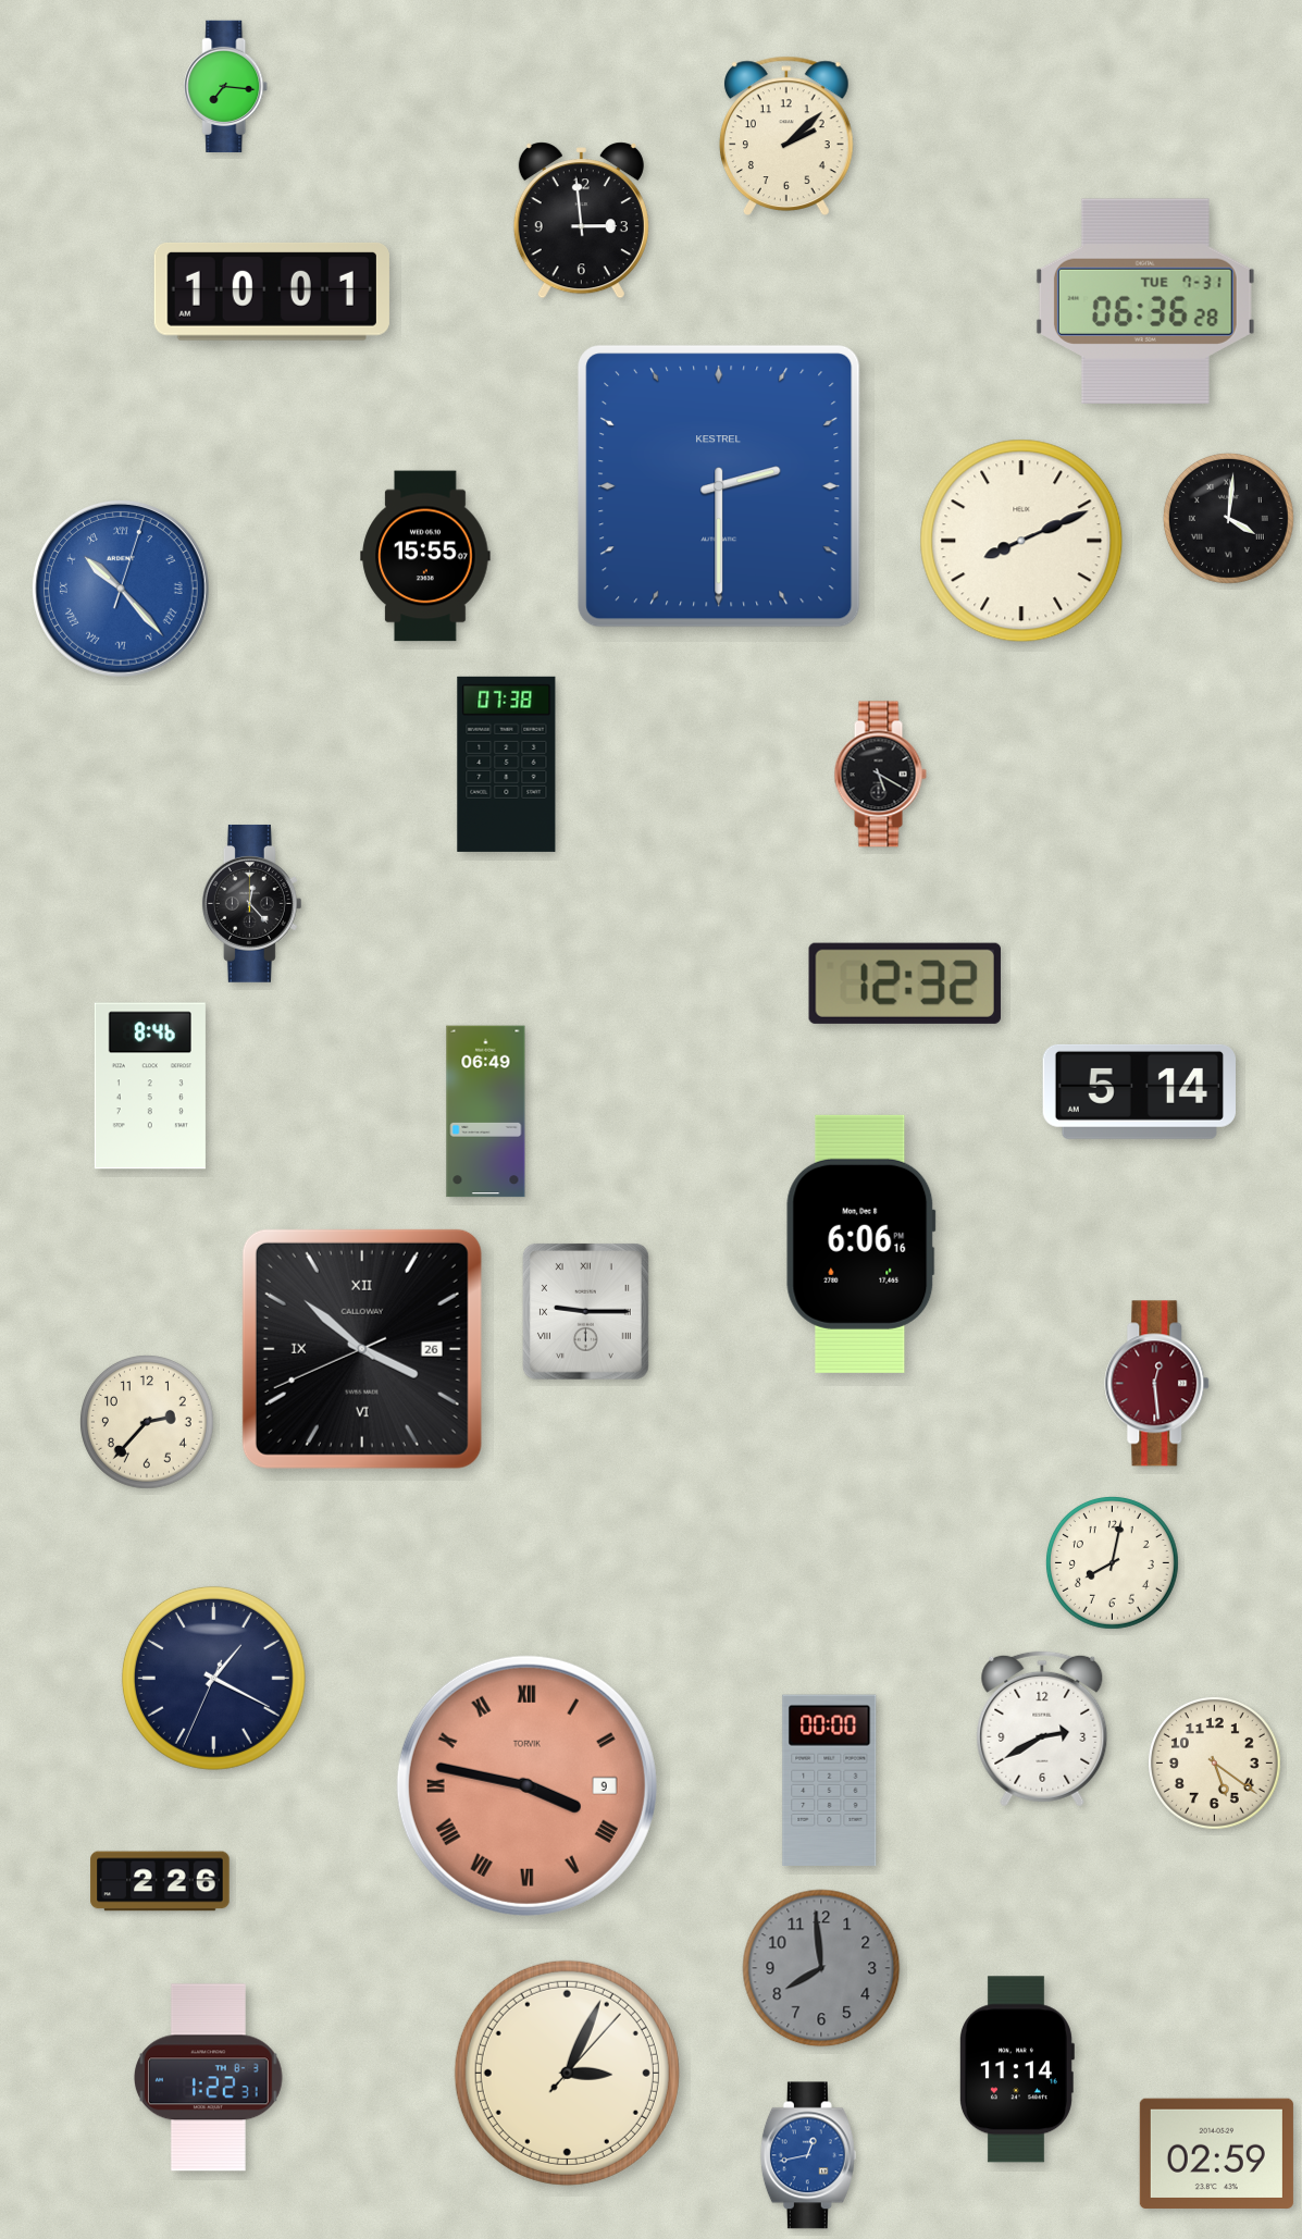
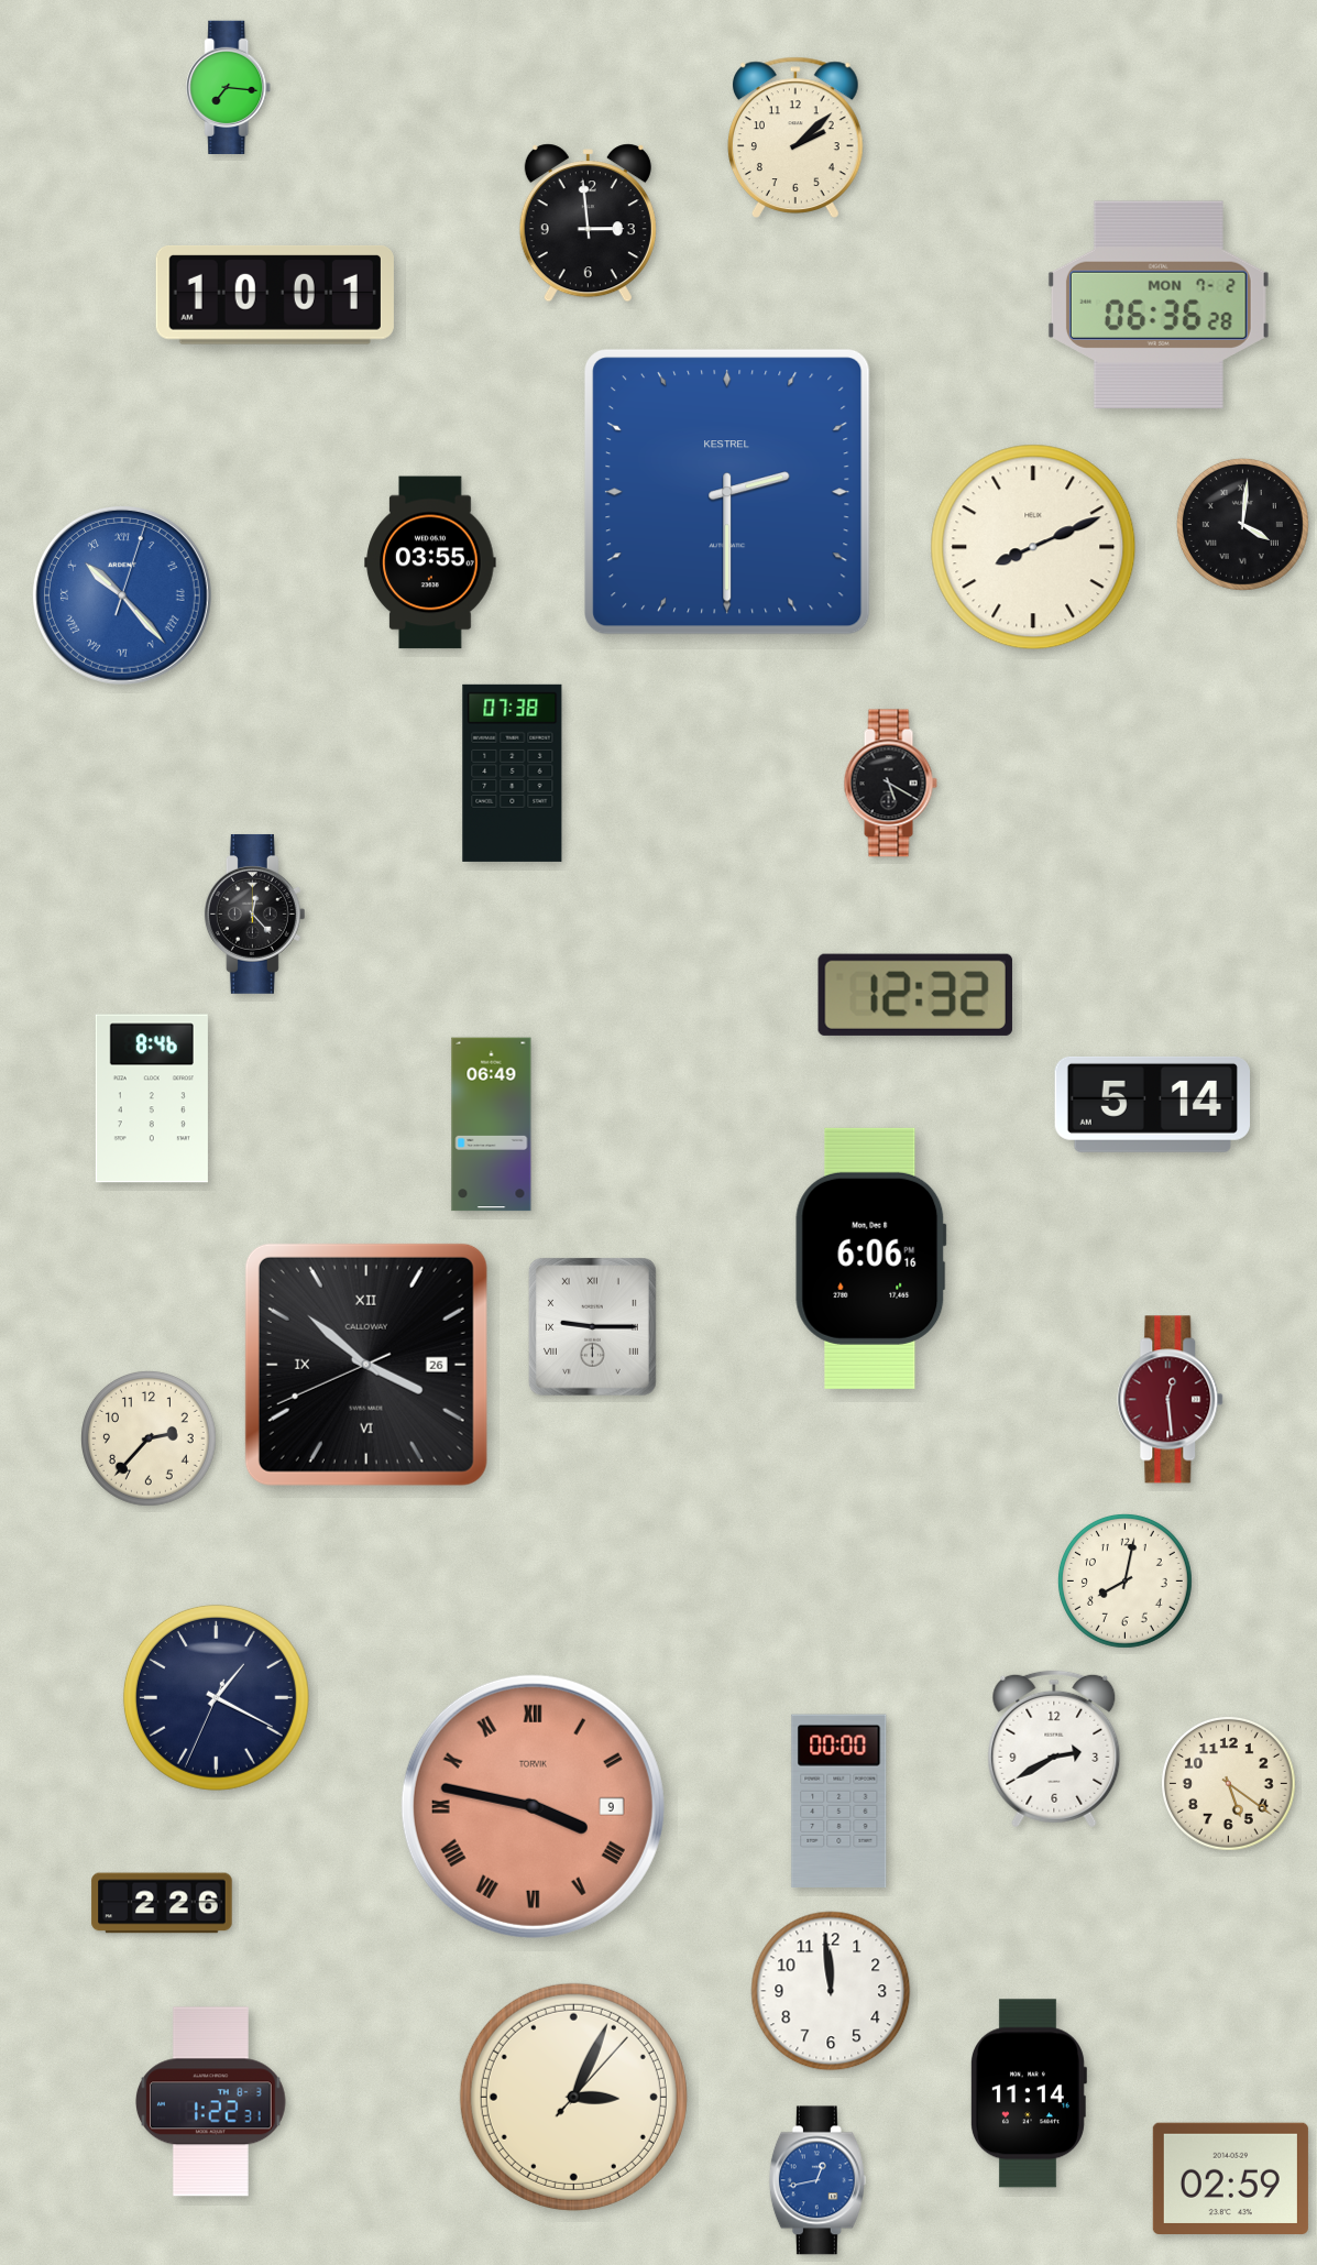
clock at (1145, 300) date: TUE 7-31 -> MON 7-2
clock at (425, 556): 15:55 -> 03:55
clock at (821, 1968): 7:59 -> 11:59
clock at (821, 1968) dial: grey -> white
